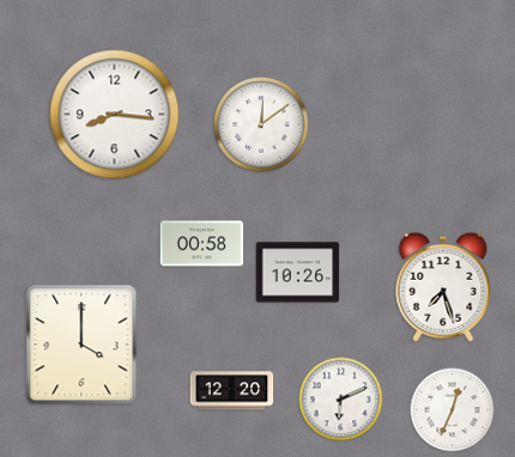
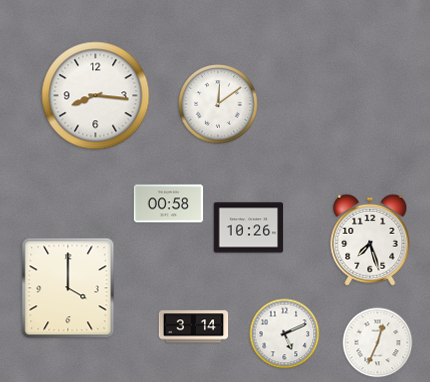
clock at (232, 391): 12:20 -> 3:14
clock at (341, 400): 6:11 -> 5:11
